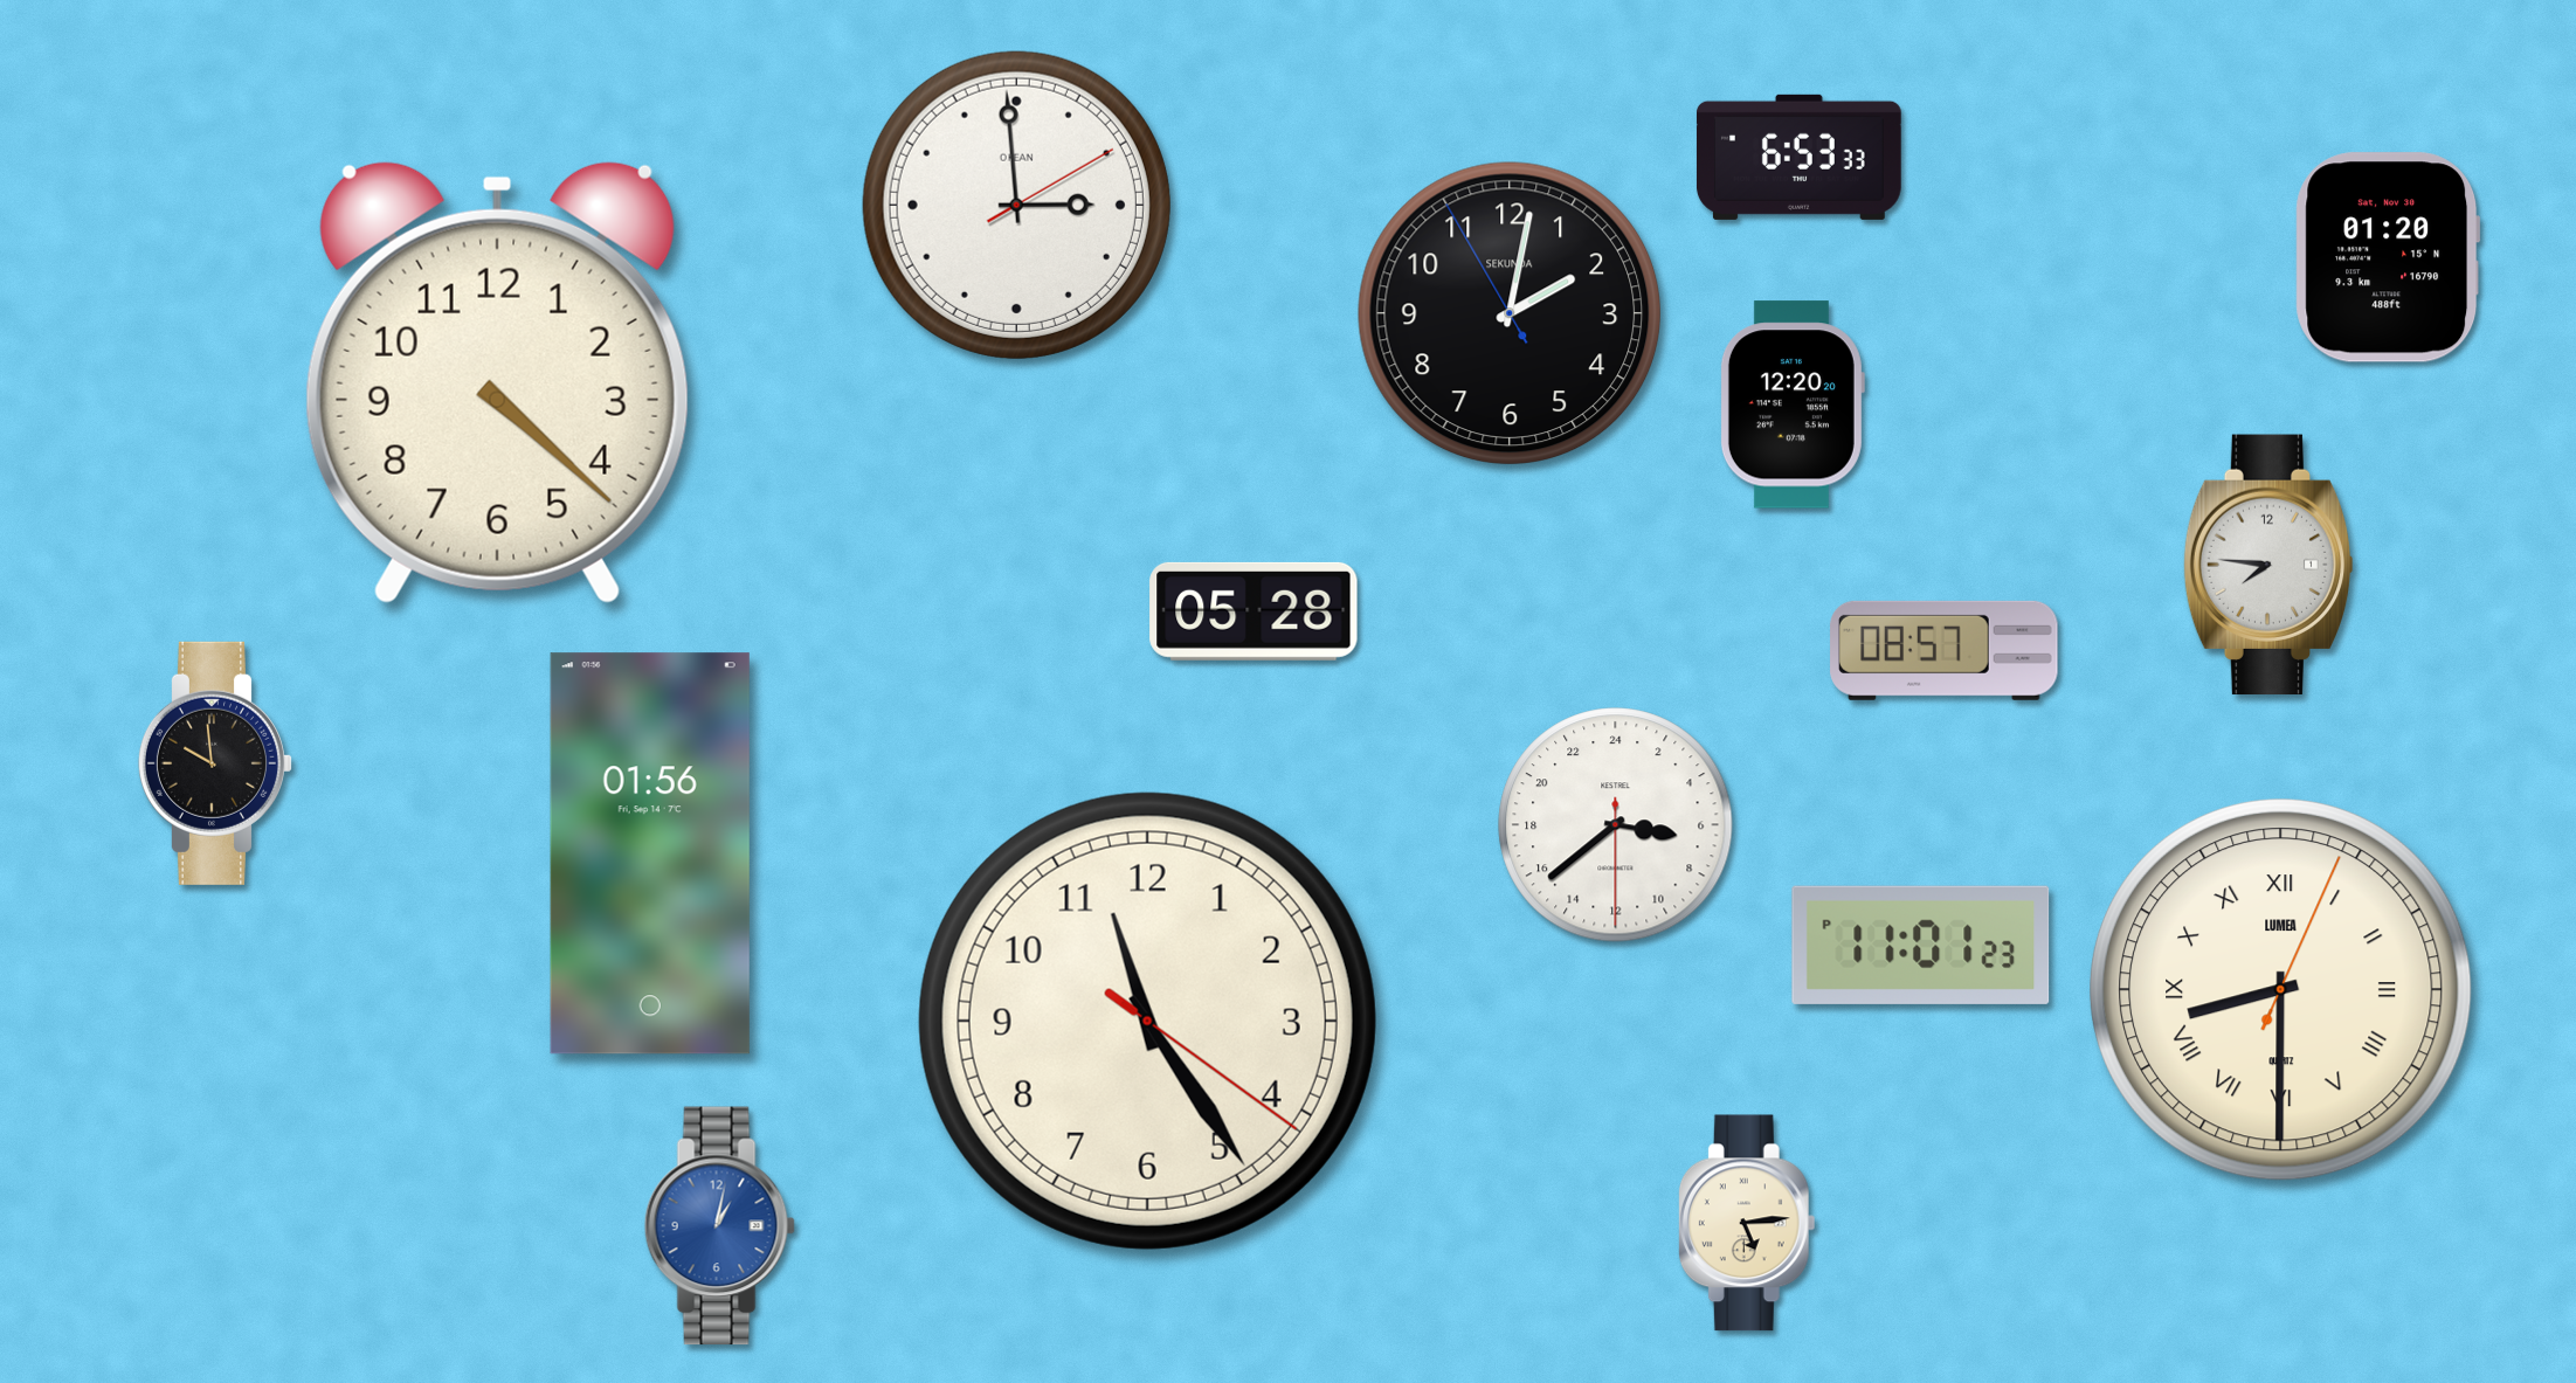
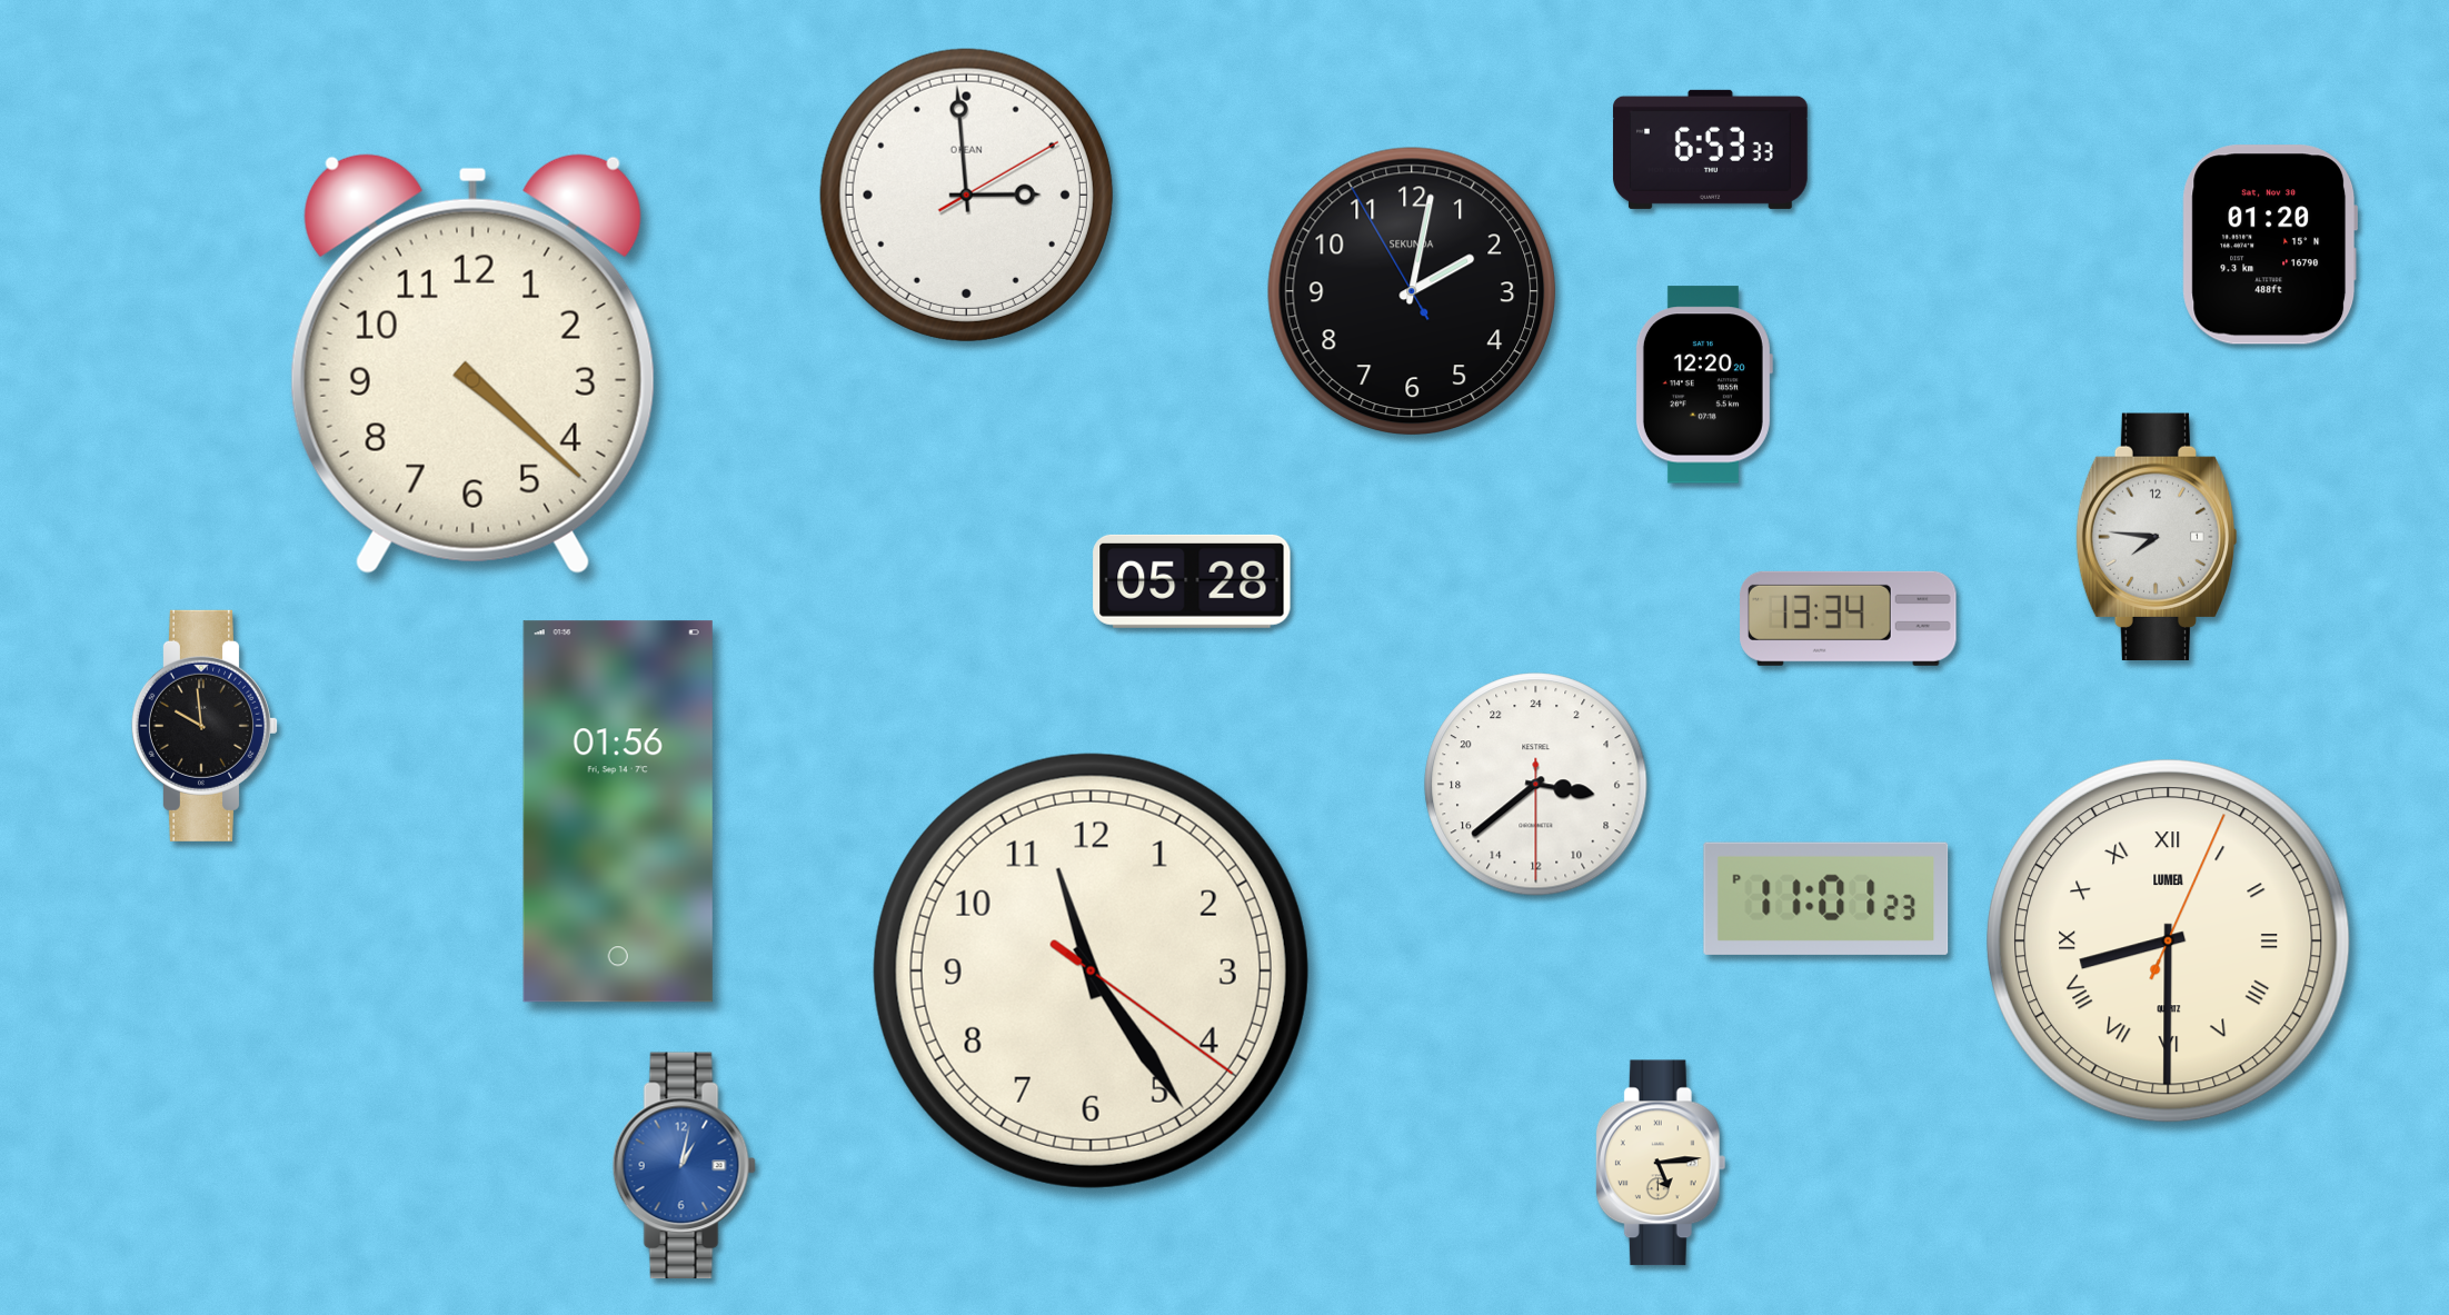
clock at (1510, 313) position: (1510, 313) -> (1412, 291)
clock at (1945, 650): 08:57 -> 13:34
